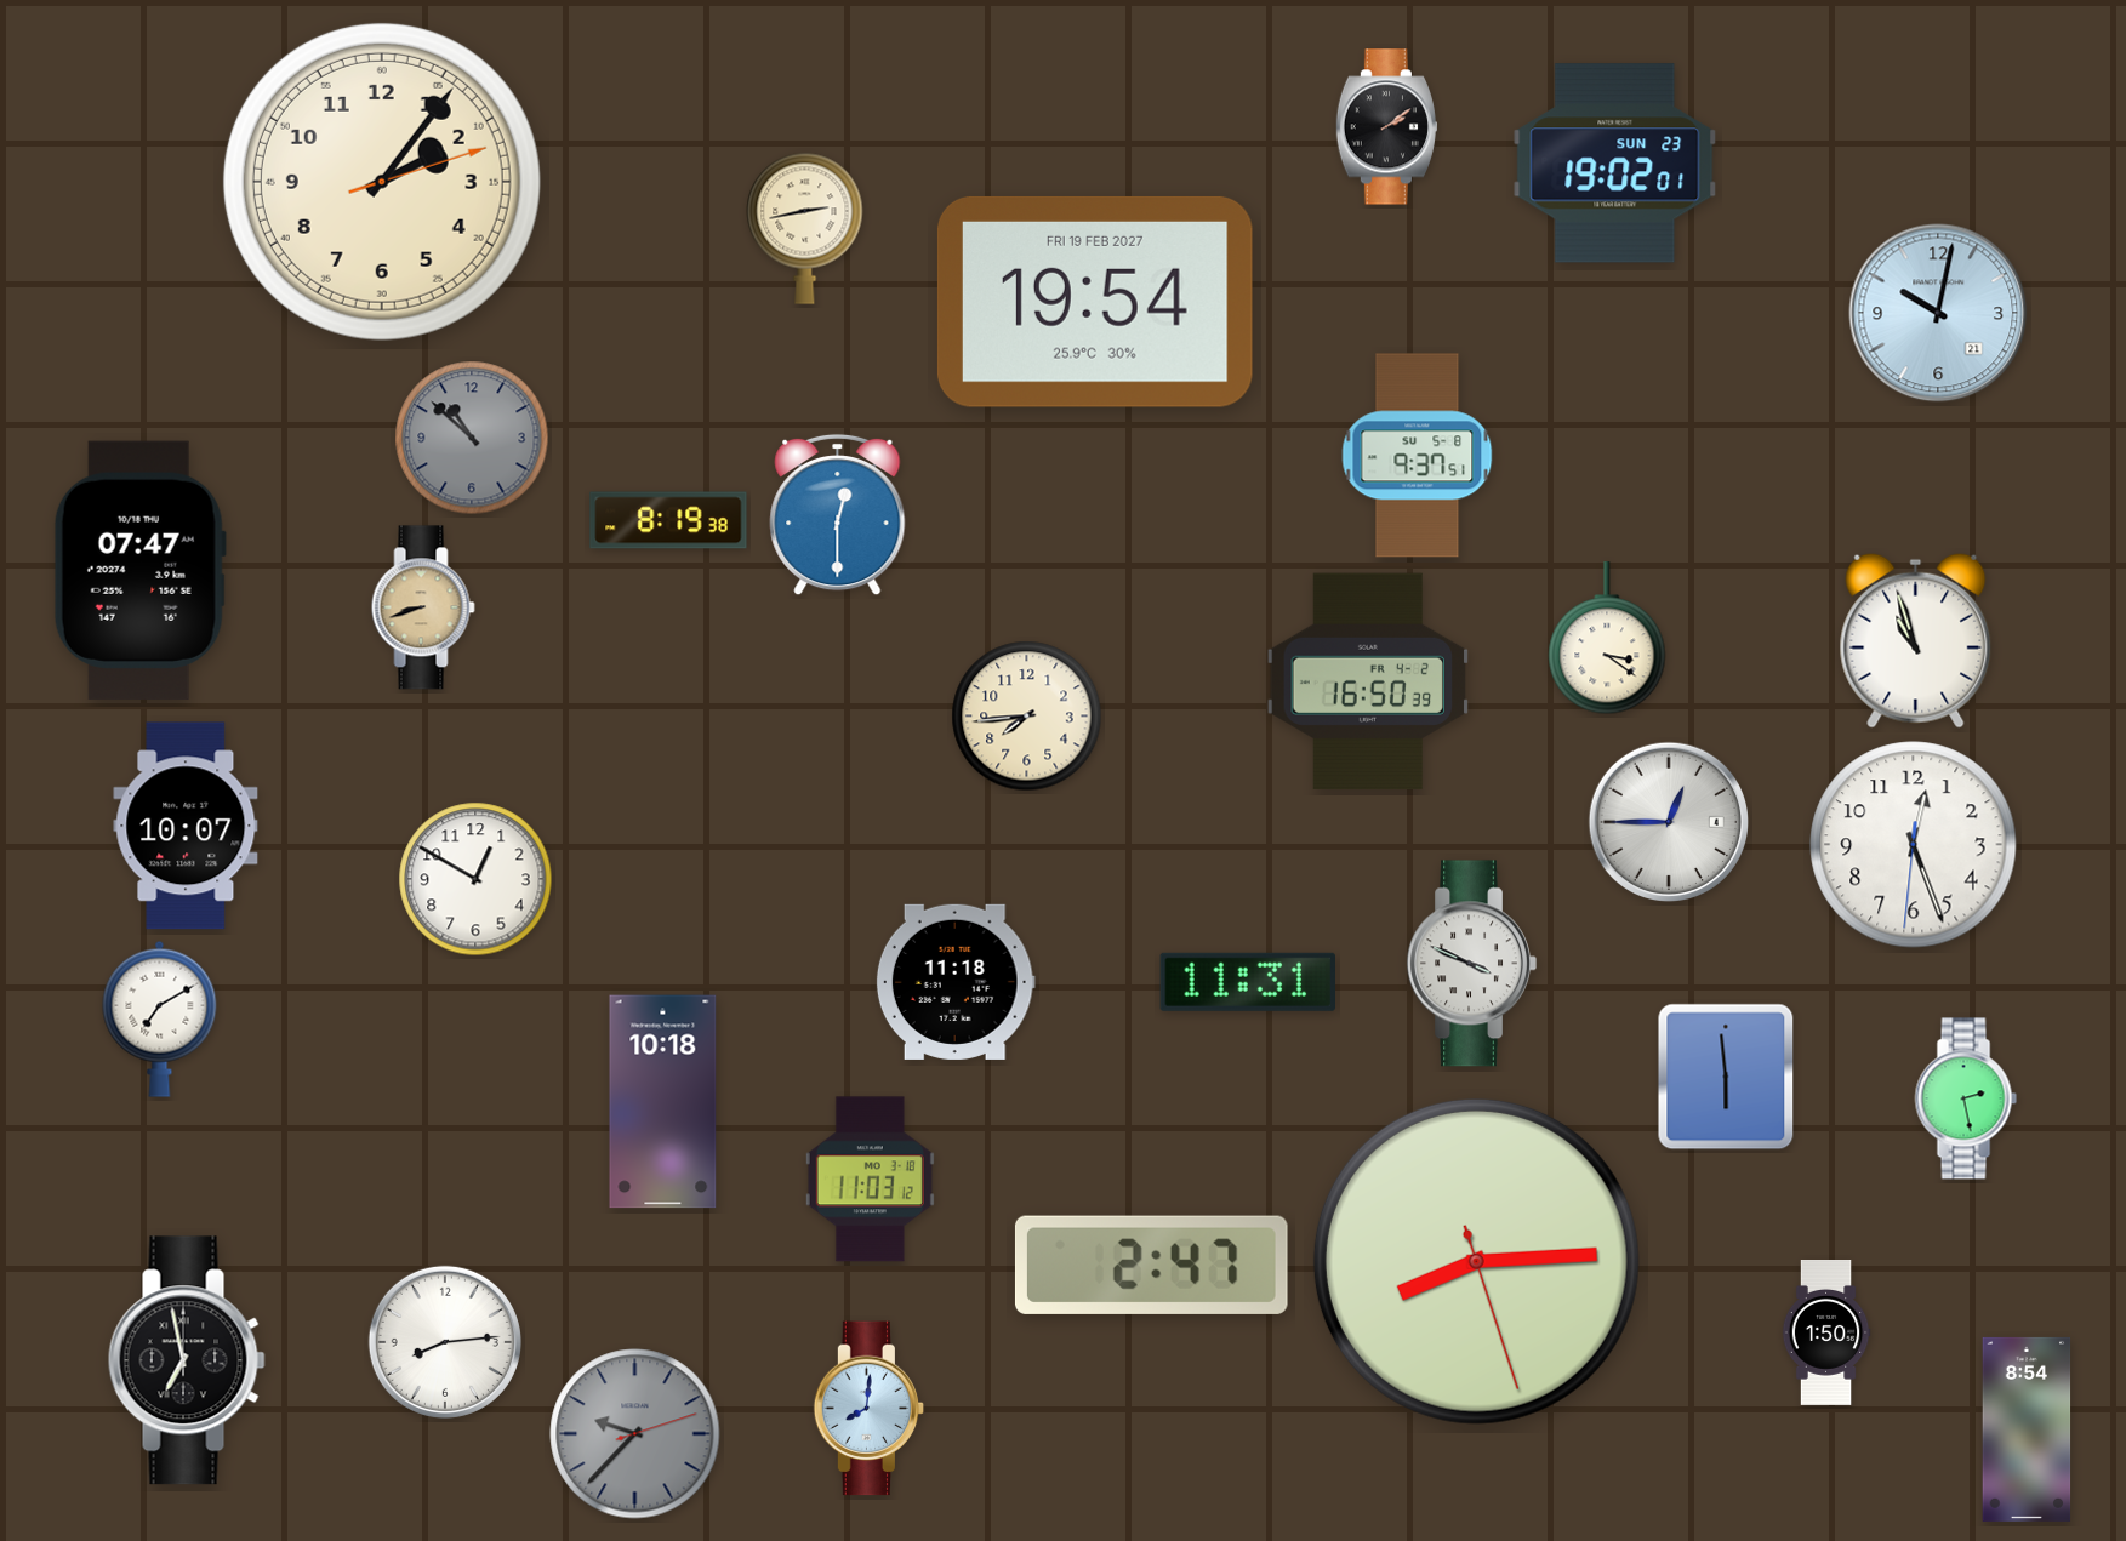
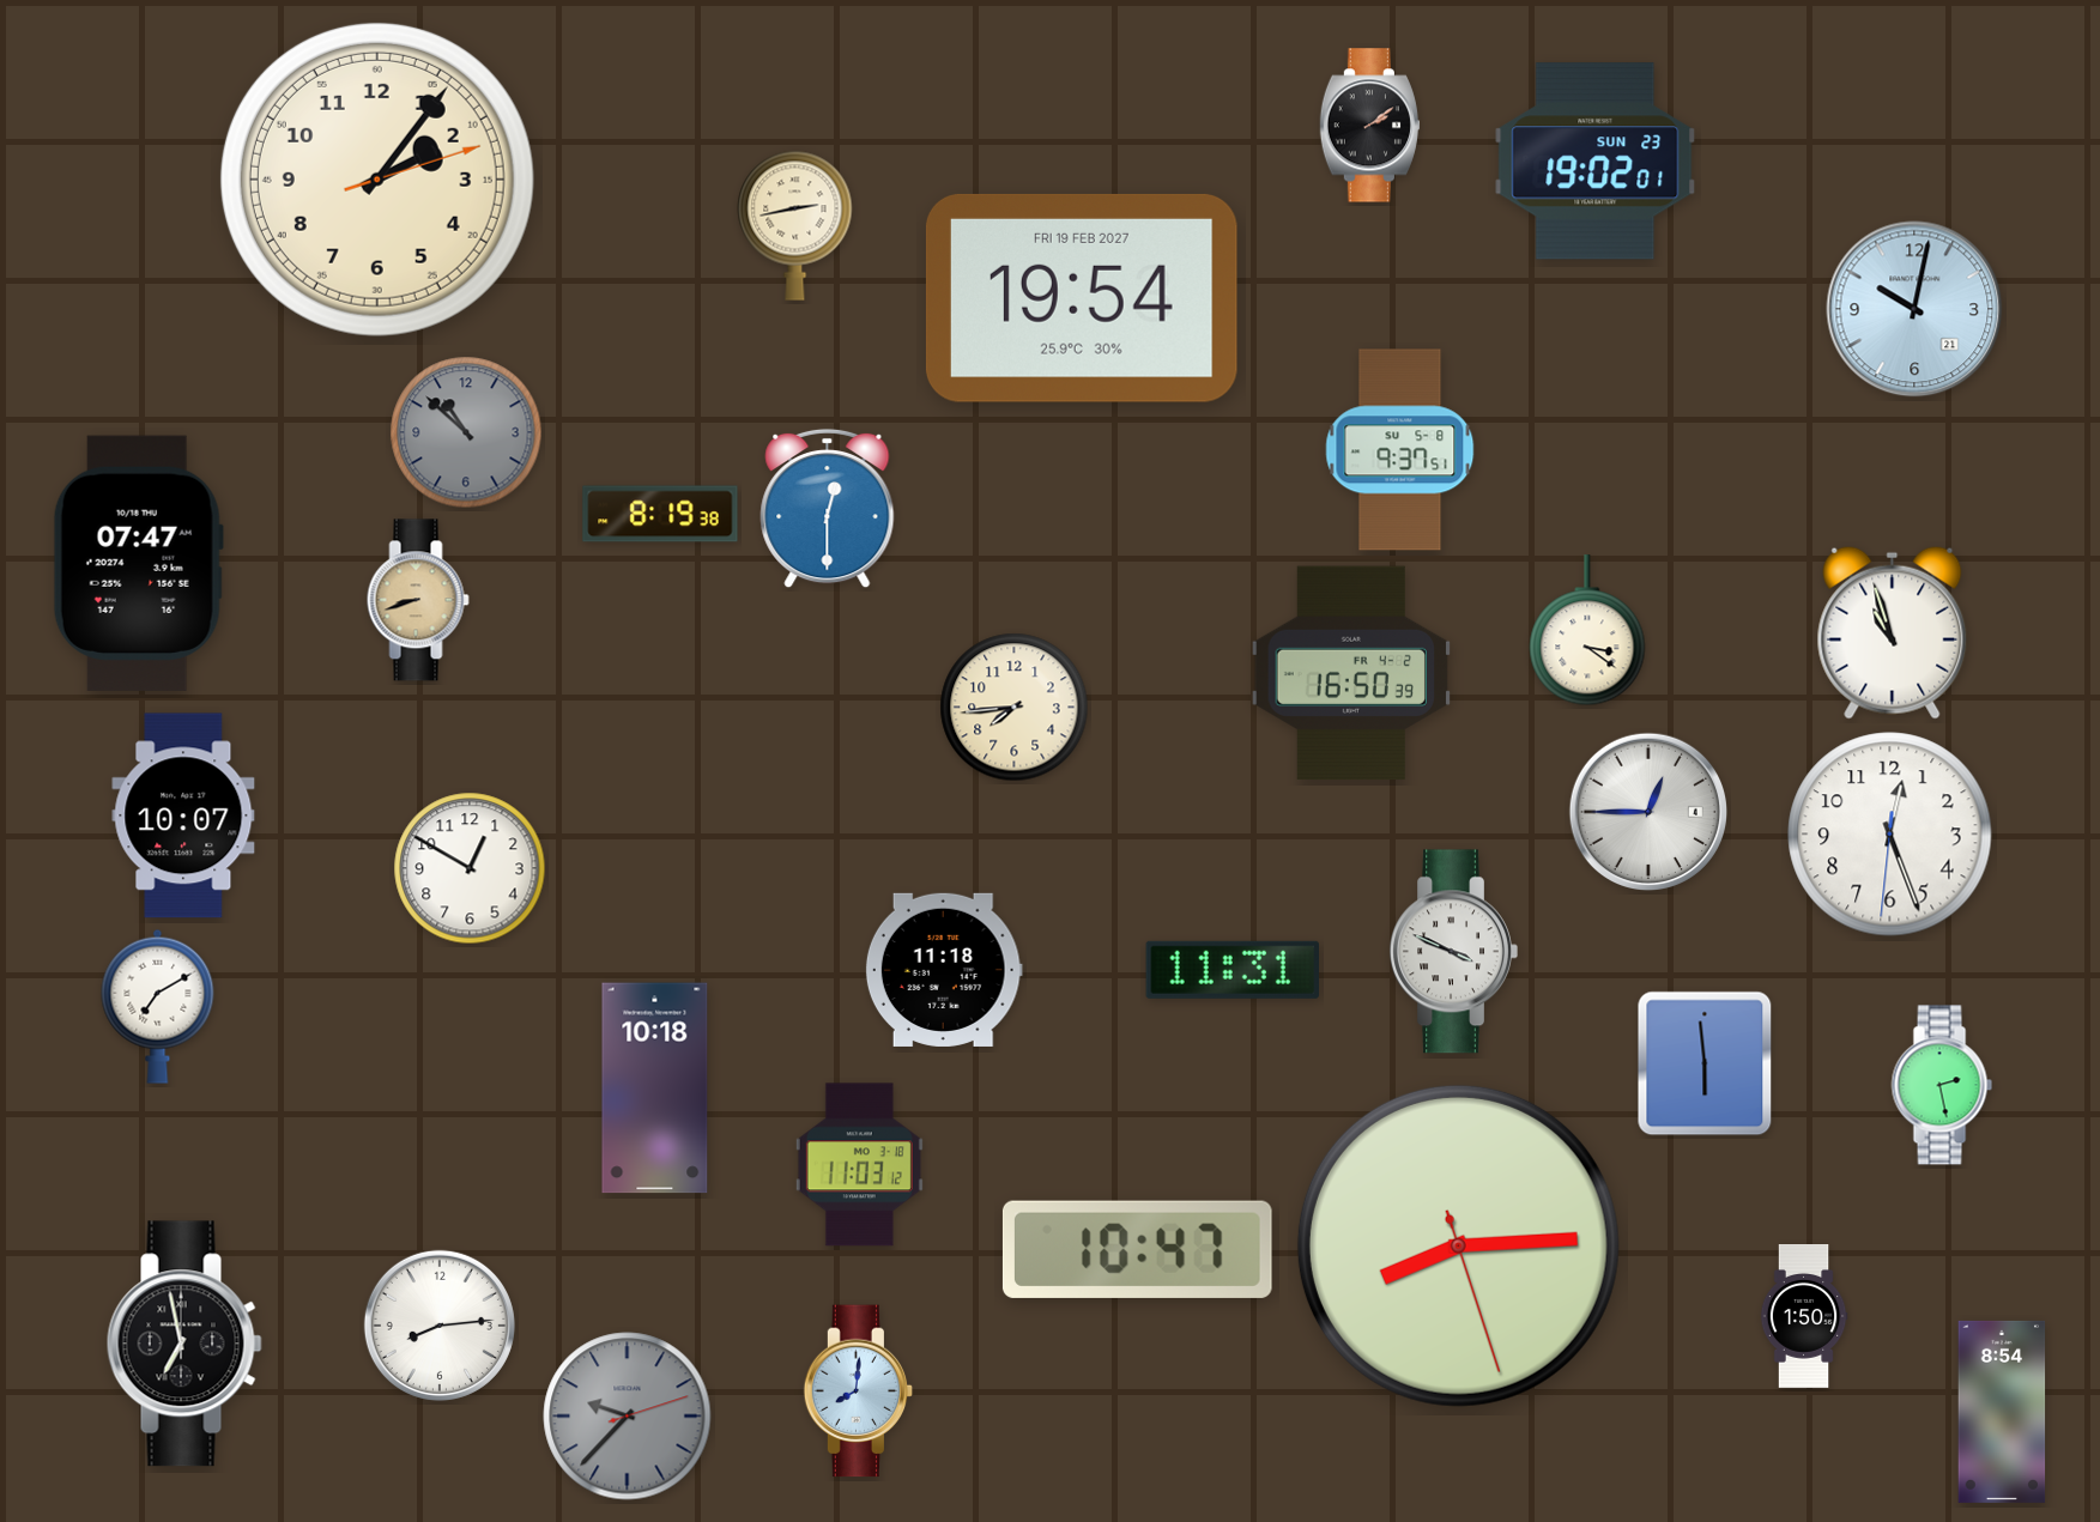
clock at (1151, 1265): 2:47 -> 10:47
